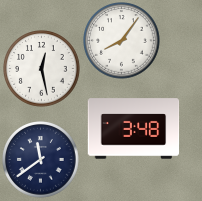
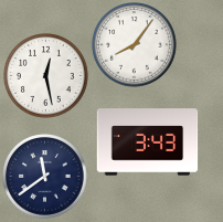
clock at (134, 129): 3:48 -> 3:43
